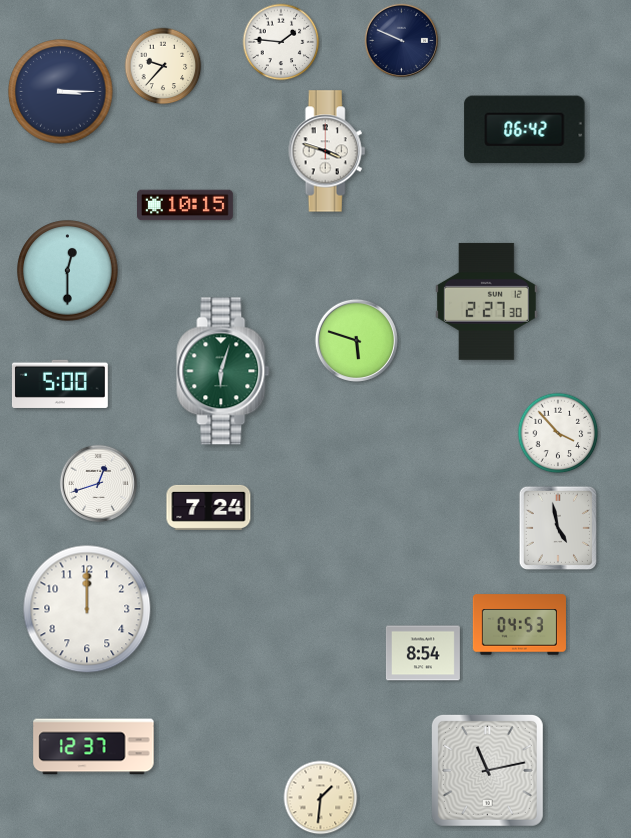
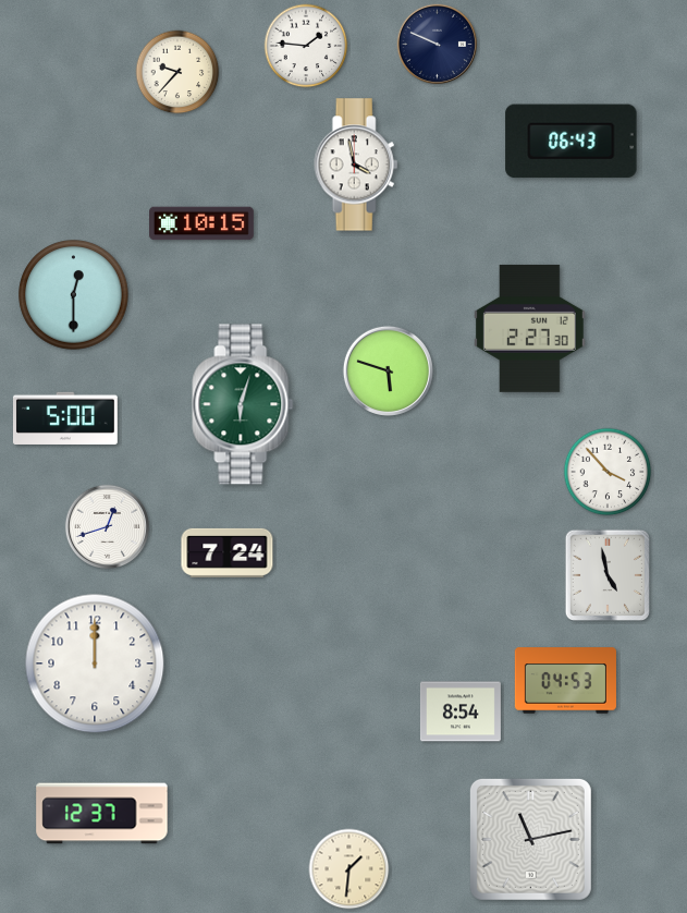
clock at (61, 92): 3:15 -> none
clock at (525, 130): 06:42 -> 06:43
clock at (327, 151): 3:48 -> 3:58
